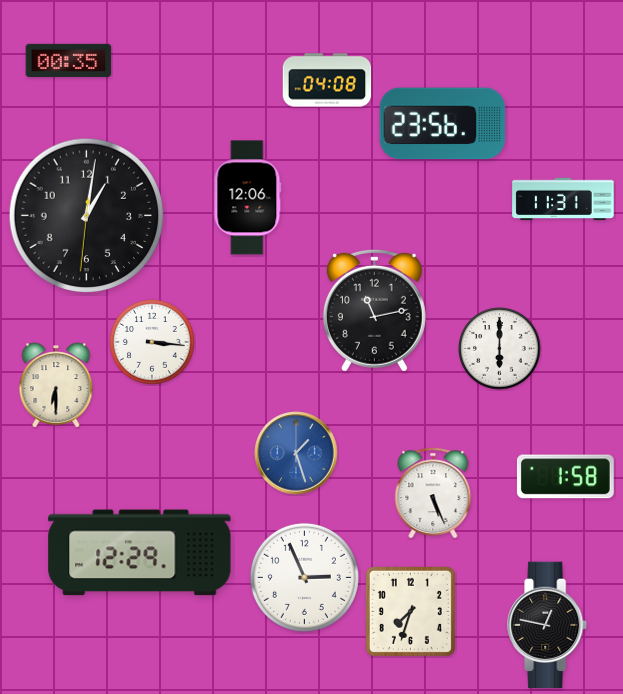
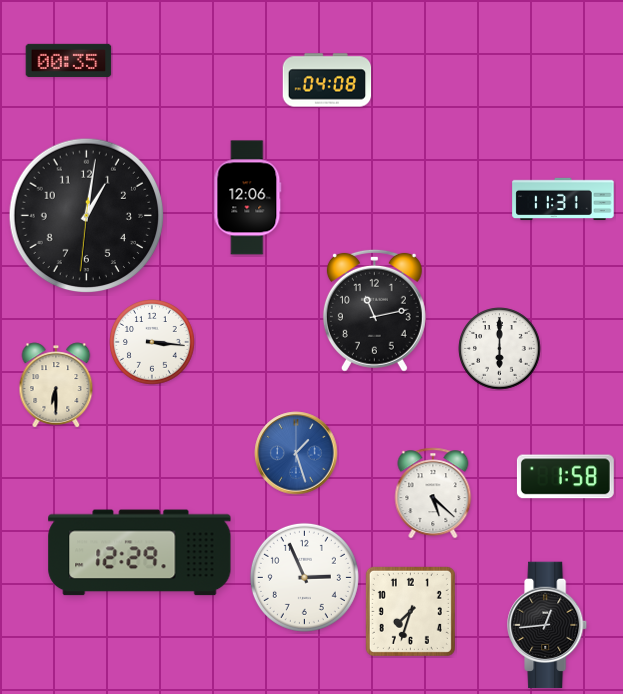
clock at (442, 124): 23:56 -> none
clock at (433, 493): 5:26 -> 5:22
clock at (548, 625): 12:47 -> 12:44
